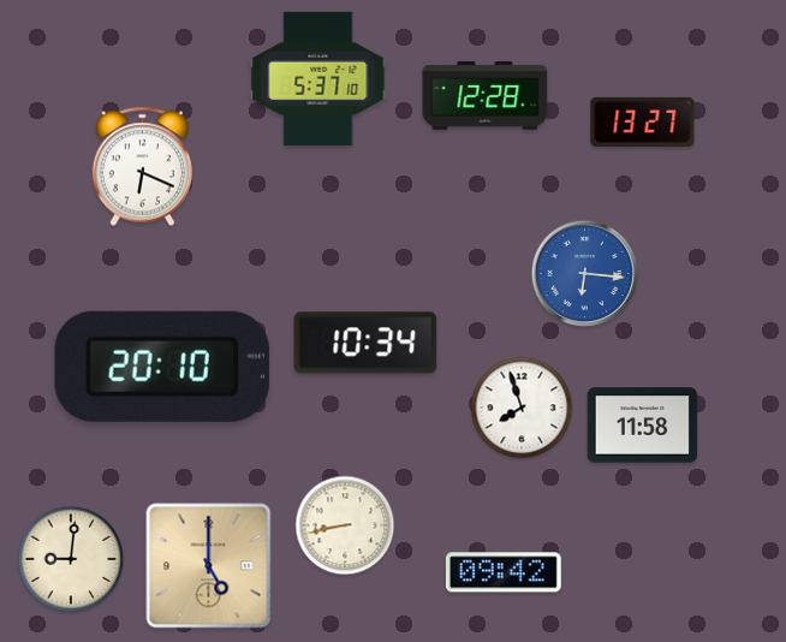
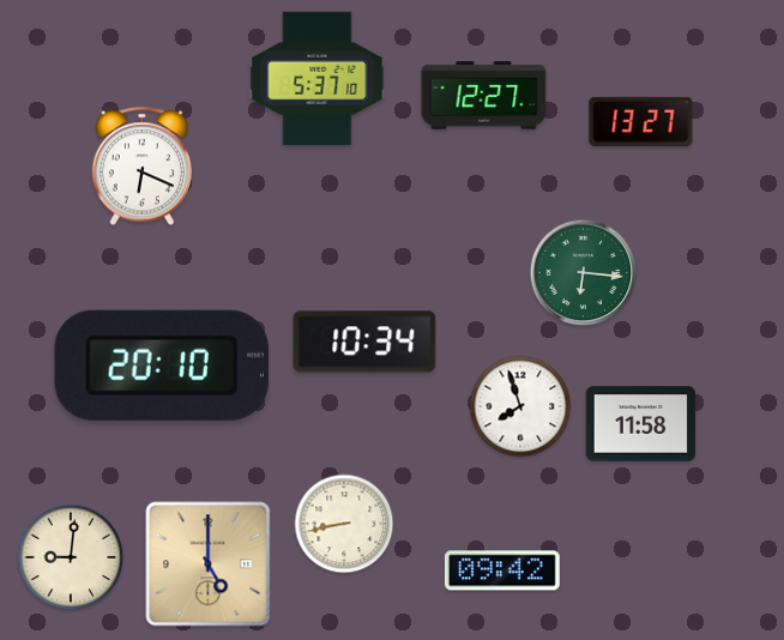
clock at (486, 96): 12:28 -> 12:27
clock at (585, 274) dial: blue -> green
